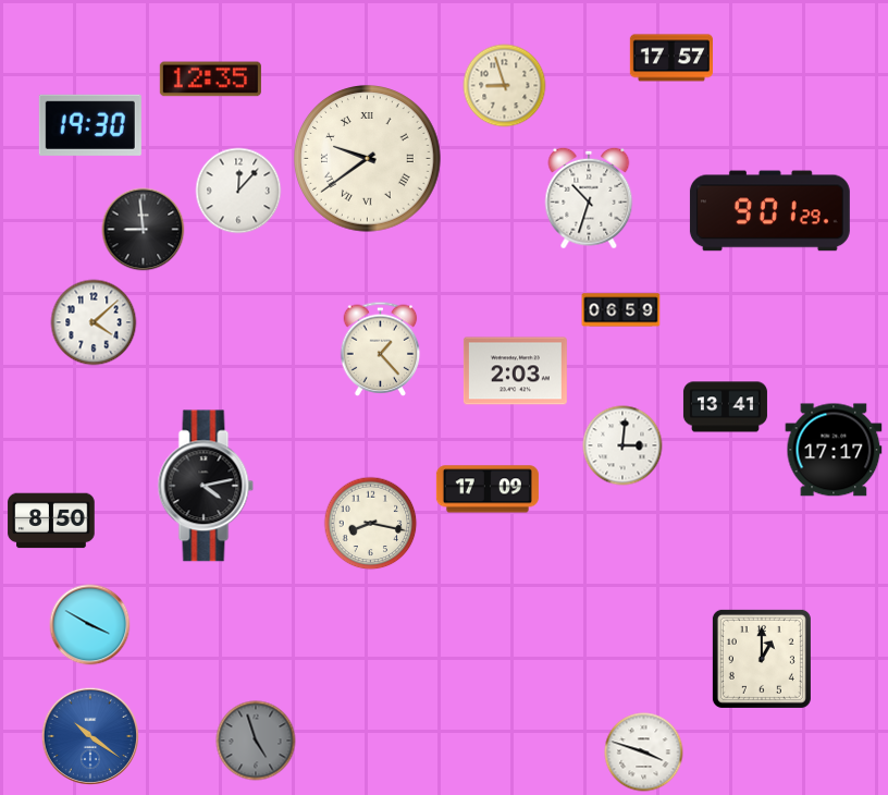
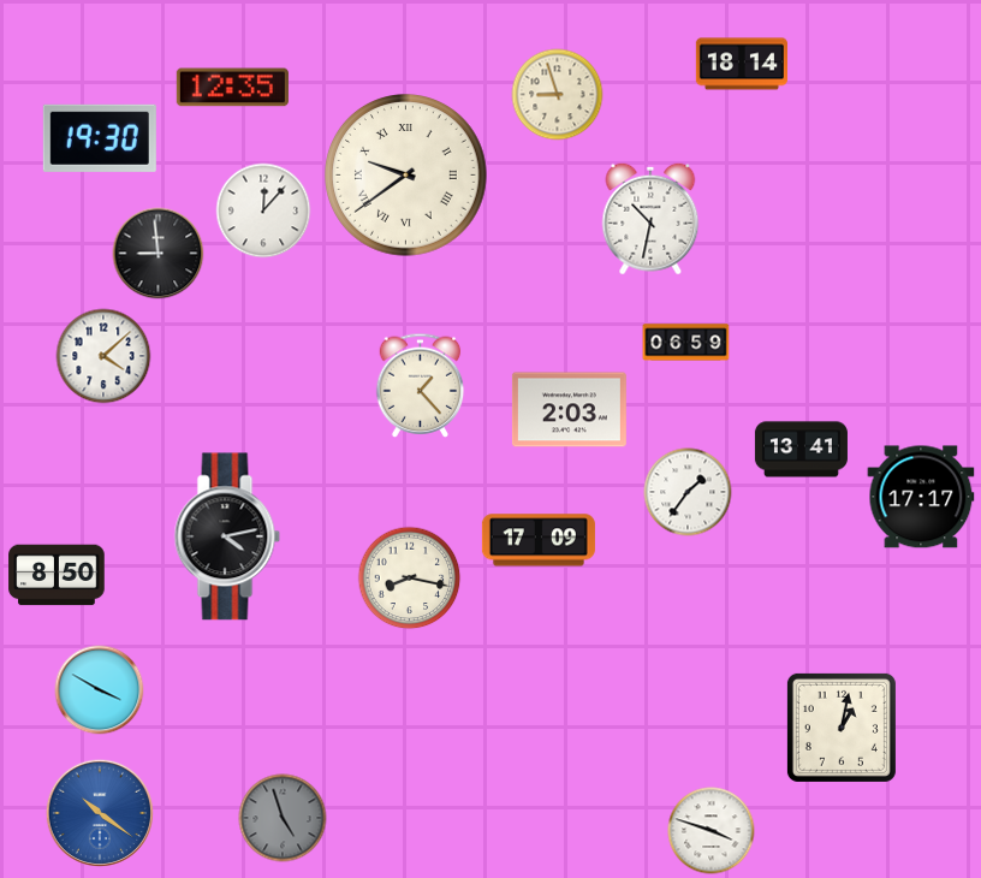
clock at (671, 58): 17:57 -> 18:14
clock at (589, 198): 10:33 -> 10:32
clock at (769, 211): 9:01 -> none
clock at (622, 445): 3:01 -> 1:36
clock at (762, 659): 1:00 -> 1:02
